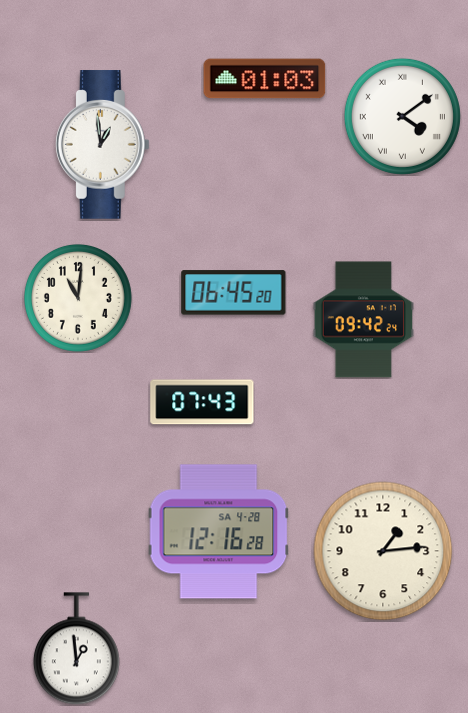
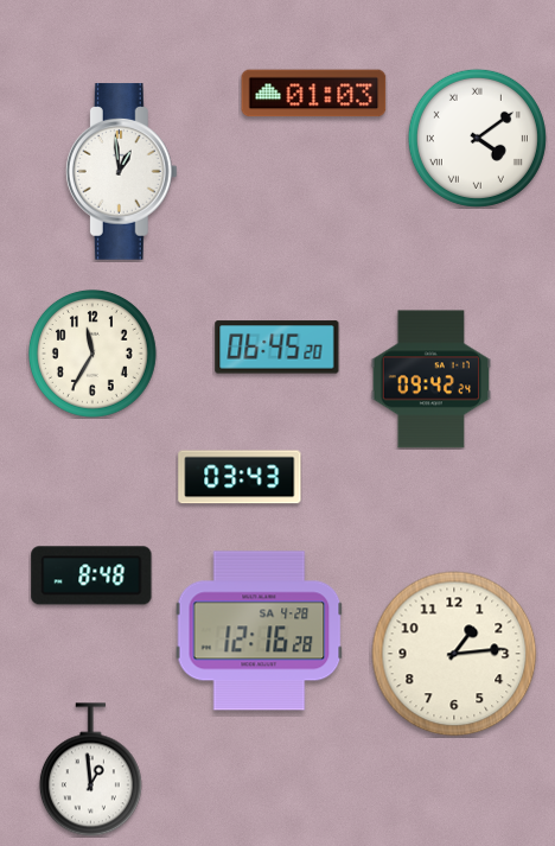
clock at (78, 298): 11:01 -> 11:35
clock at (202, 402): 07:43 -> 03:43
clock at (91, 575): none -> 8:48
